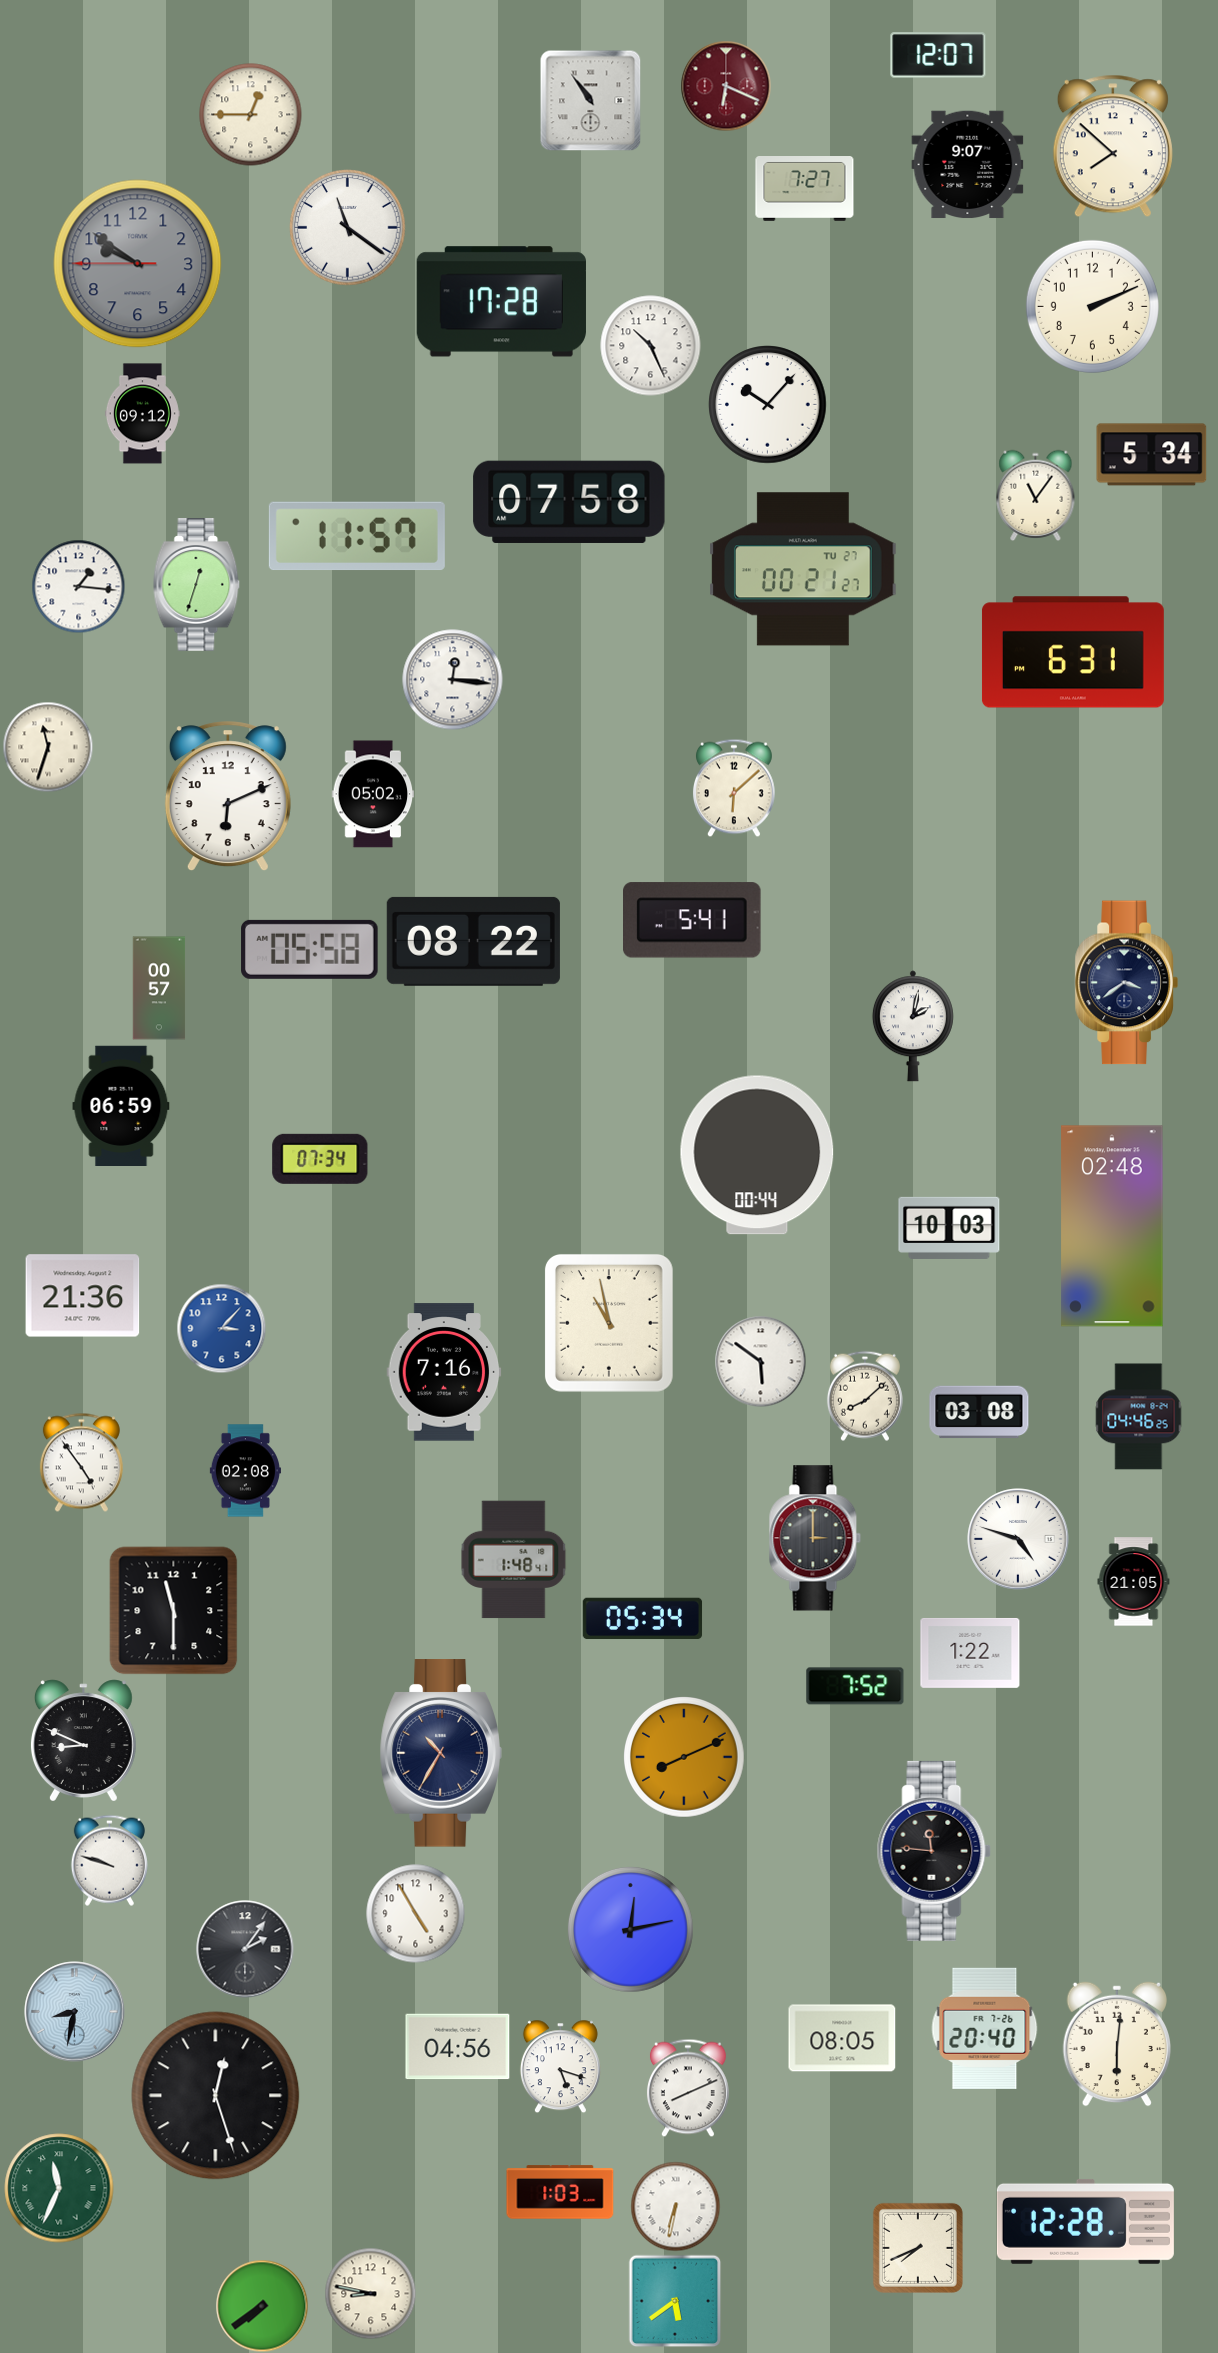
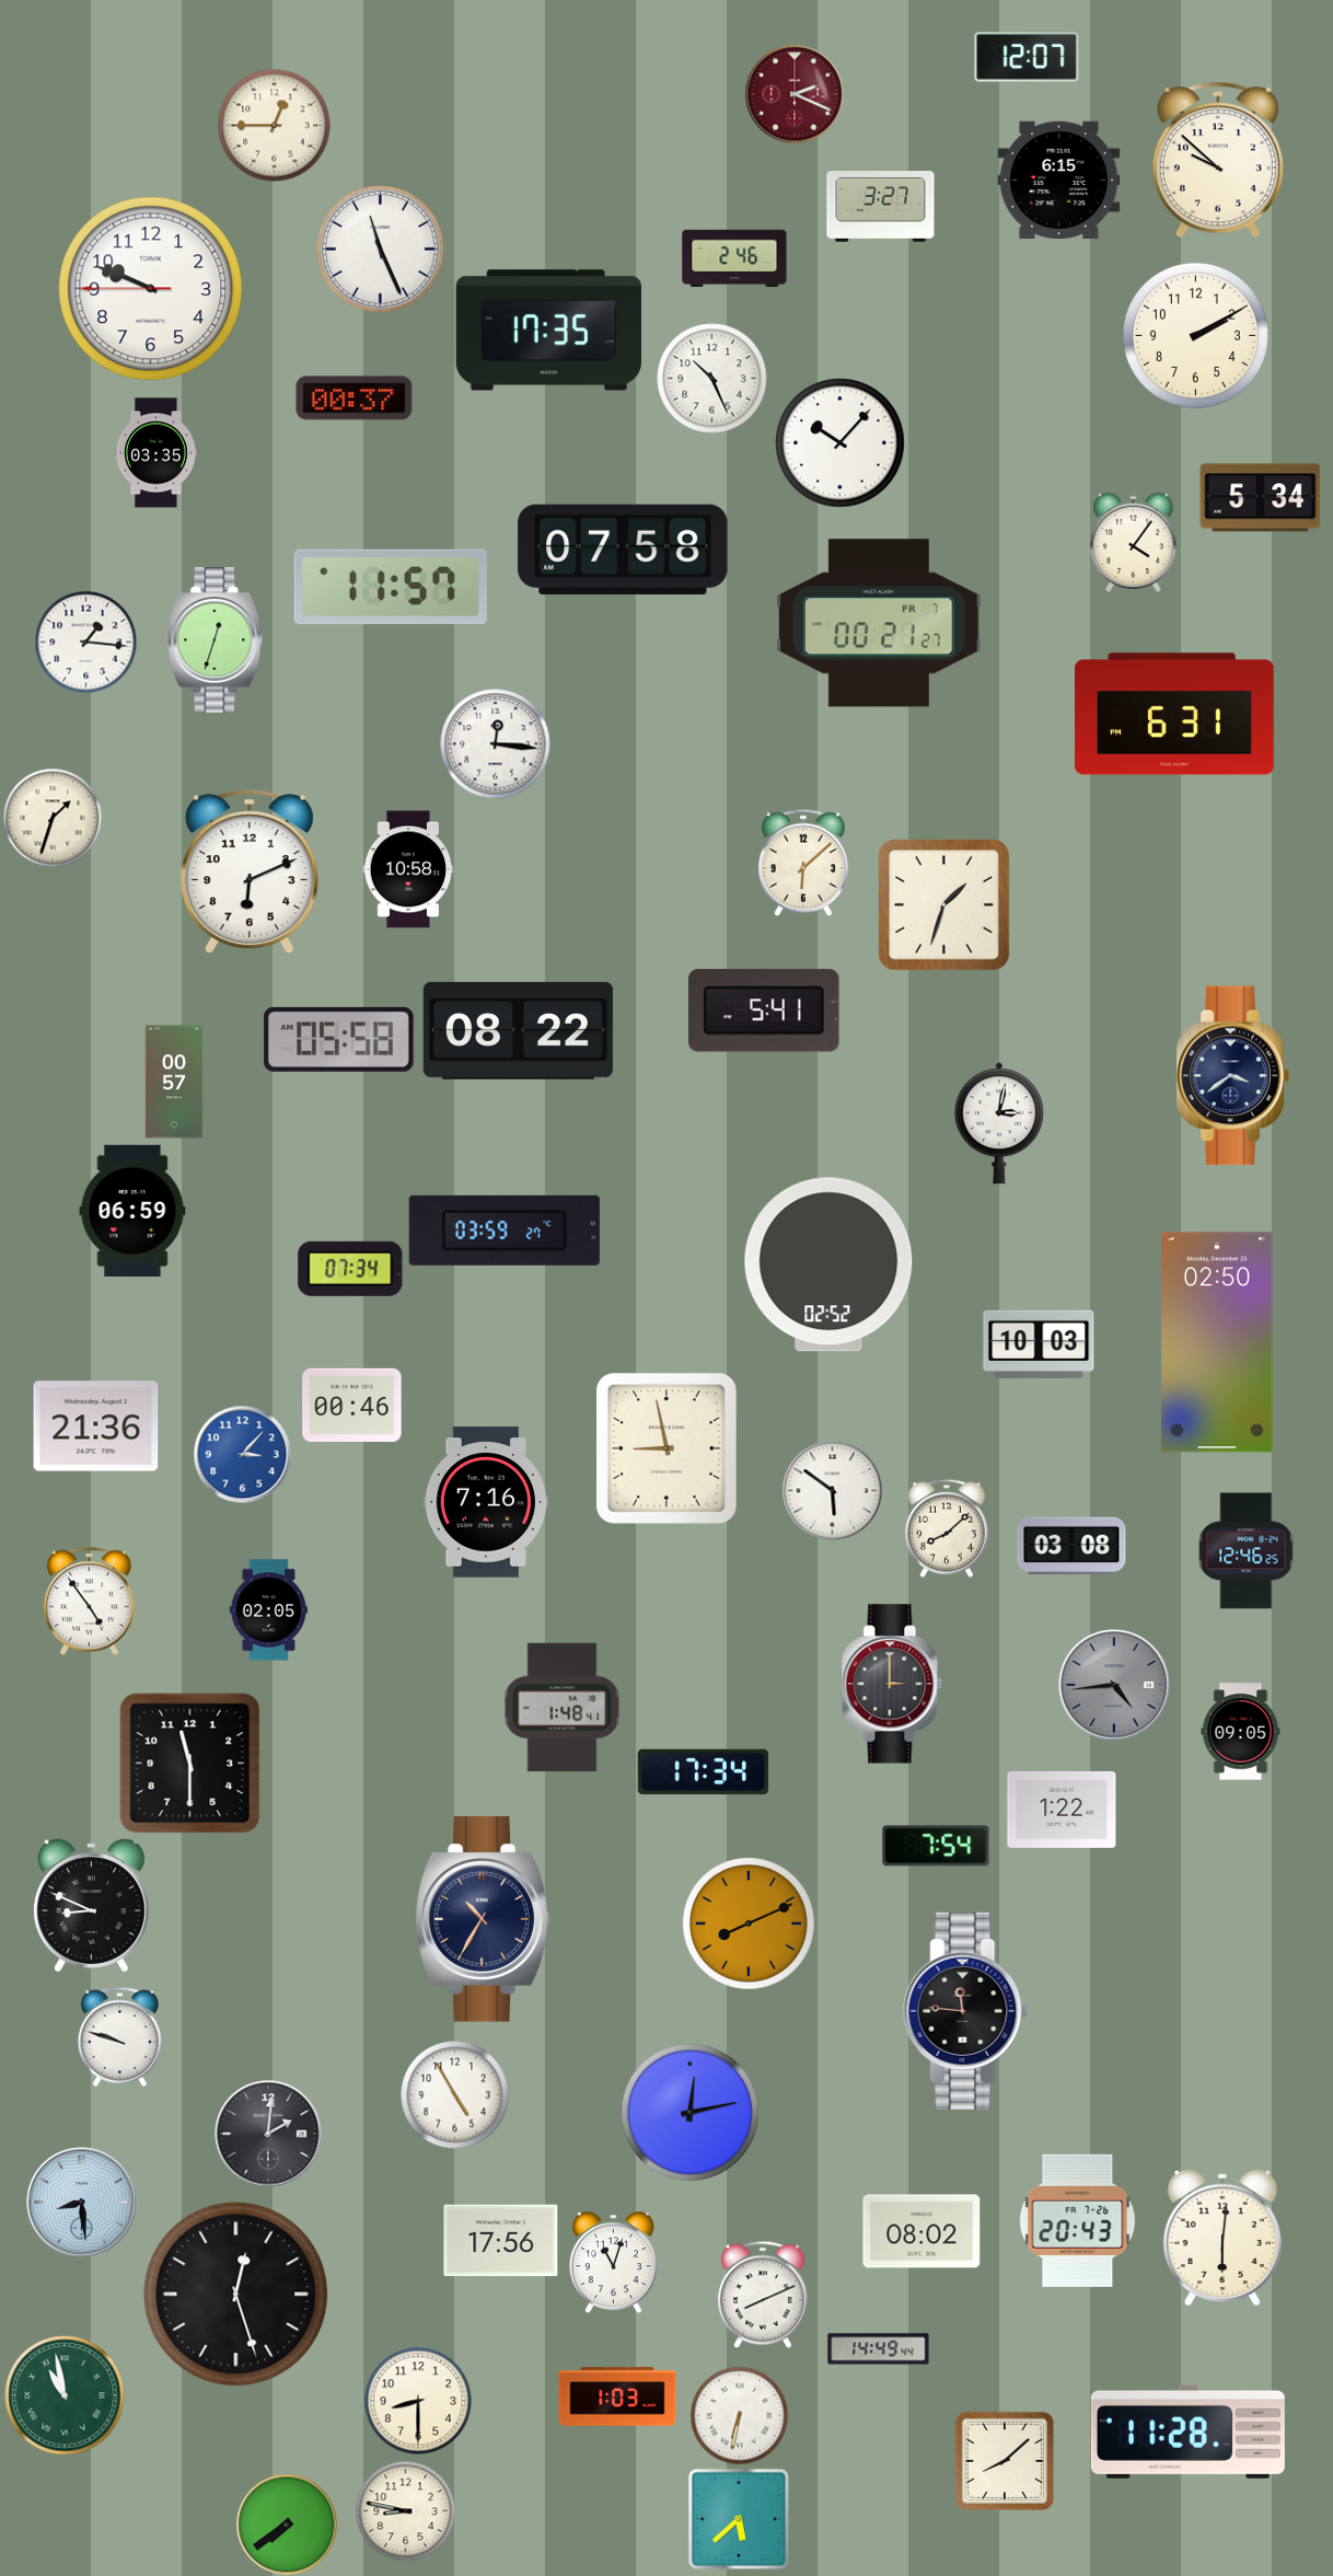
clock at (938, 55) position: (938, 55) -> (1027, 57)
clock at (726, 86): 6:19 -> 2:19
clock at (590, 100): 10:54 -> none
clock at (1113, 146): 7:52 -> 9:52
clock at (968, 165): 9:07 -> 6:15
clock at (805, 189): 7:27 -> 3:27
clock at (348, 228): 11:21 -> 11:26
clock at (734, 258): none -> 2:46
clock at (138, 264): 9:50 -> 9:48
clock at (138, 264) dial: grey -> white
clock at (501, 302): 17:28 -> 17:35
clock at (1092, 306): 2:11 -> 2:10
clock at (355, 398): none -> 00:37
clock at (142, 414): 09:12 -> 03:35
clock at (1036, 495): 11:06 -> 4:06
clock at (803, 569) date: TU 27 -> FR 7
clock at (48, 747): 11:33 -> 1:33
clock at (373, 794): 05:02 -> 10:58
clock at (944, 905): none -> 1:33
clock at (693, 920) position: (693, 920) -> (765, 1010)
clock at (913, 1026): 2:02 -> 3:02
clock at (505, 1231): none -> 03:59
clock at (757, 1155): 00:44 -> 02:52
clock at (1112, 1226): 02:48 -> 02:50
clock at (352, 1405): none -> 00:46
clock at (83, 1296) position: (83, 1296) -> (96, 1426)
clock at (609, 1323): 10:58 -> 8:58
clock at (1139, 1417): 04:46 -> 12:46
clock at (245, 1471): 02:08 -> 02:05
clock at (1018, 1539): 4:48 -> 4:44
clock at (1018, 1539) dial: white -> grey
clock at (1134, 1582): 21:05 -> 09:05
clock at (643, 1619): 05:34 -> 17:34
clock at (855, 1686): 7:52 -> 7:54
clock at (934, 1851) position: (934, 1851) -> (965, 2011)
clock at (245, 1949): 2:06 -> 2:01
clock at (75, 2012): 8:32 -> 8:29
clock at (985, 2028): 20:40 -> 20:43
clock at (842, 2038): 08:05 -> 08:02
clock at (458, 2047): 04:56 -> 17:56
clock at (560, 2066): 5:18 -> 11:03
clock at (688, 2088) position: (688, 2088) -> (763, 2295)
clock at (879, 2349): none -> 14:49
clock at (59, 2188): 11:34 -> 10:58
clock at (560, 2192) position: (560, 2192) -> (617, 2396)
clock at (418, 2401): none -> 8:30
clock at (1085, 2221): 12:28 -> 11:28
clock at (918, 2248): 7:41 -> 8:08
clock at (675, 2301): 5:39 -> 5:38
